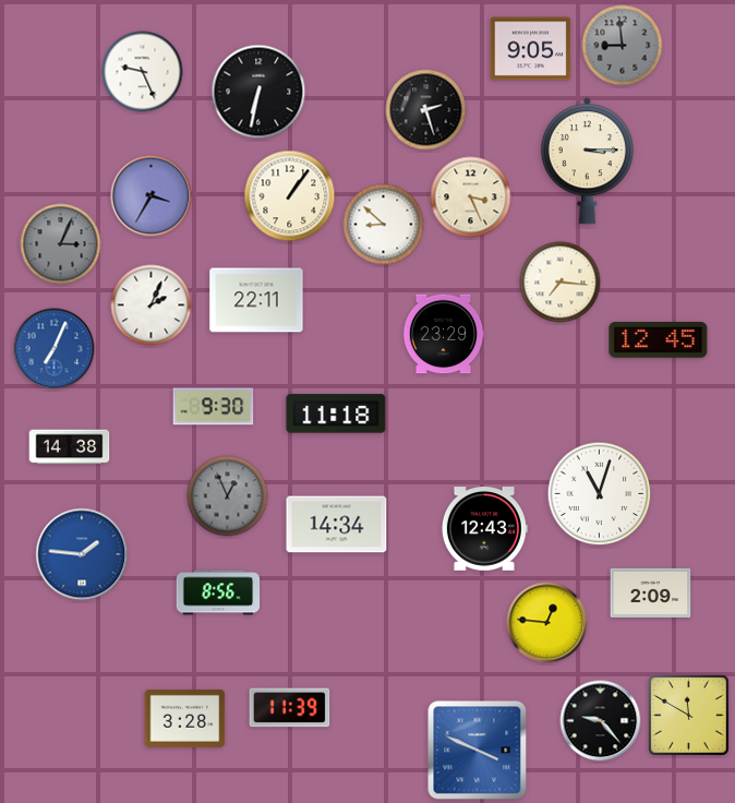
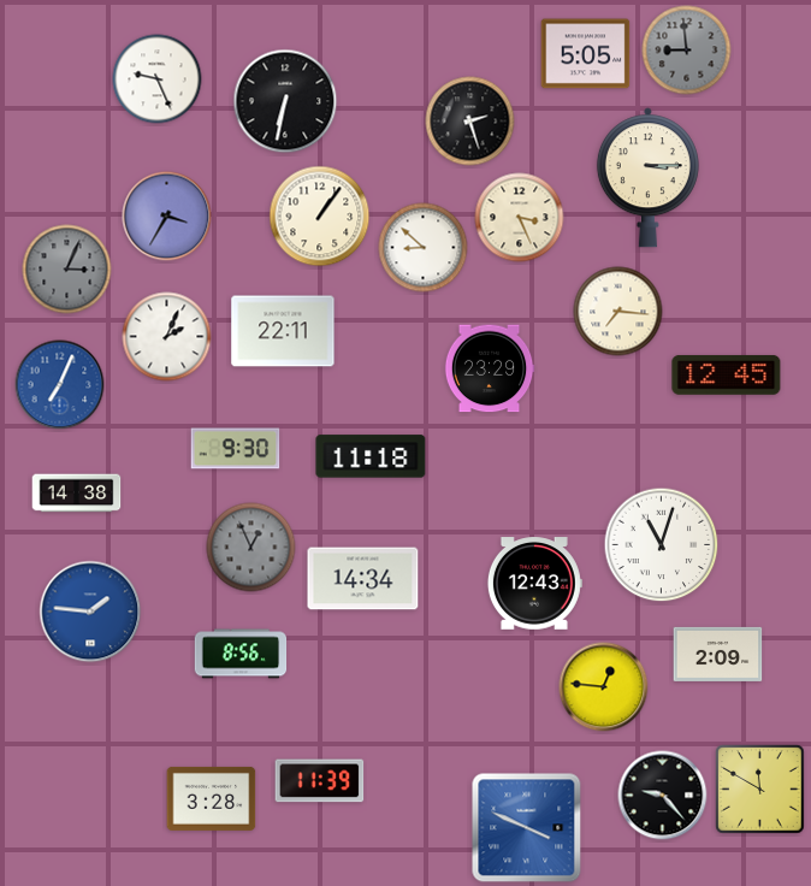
clock at (531, 49): 9:05 -> 5:05
clock at (337, 525) position: (337, 525) -> (363, 579)
clock at (185, 718) position: (185, 718) -> (212, 798)
